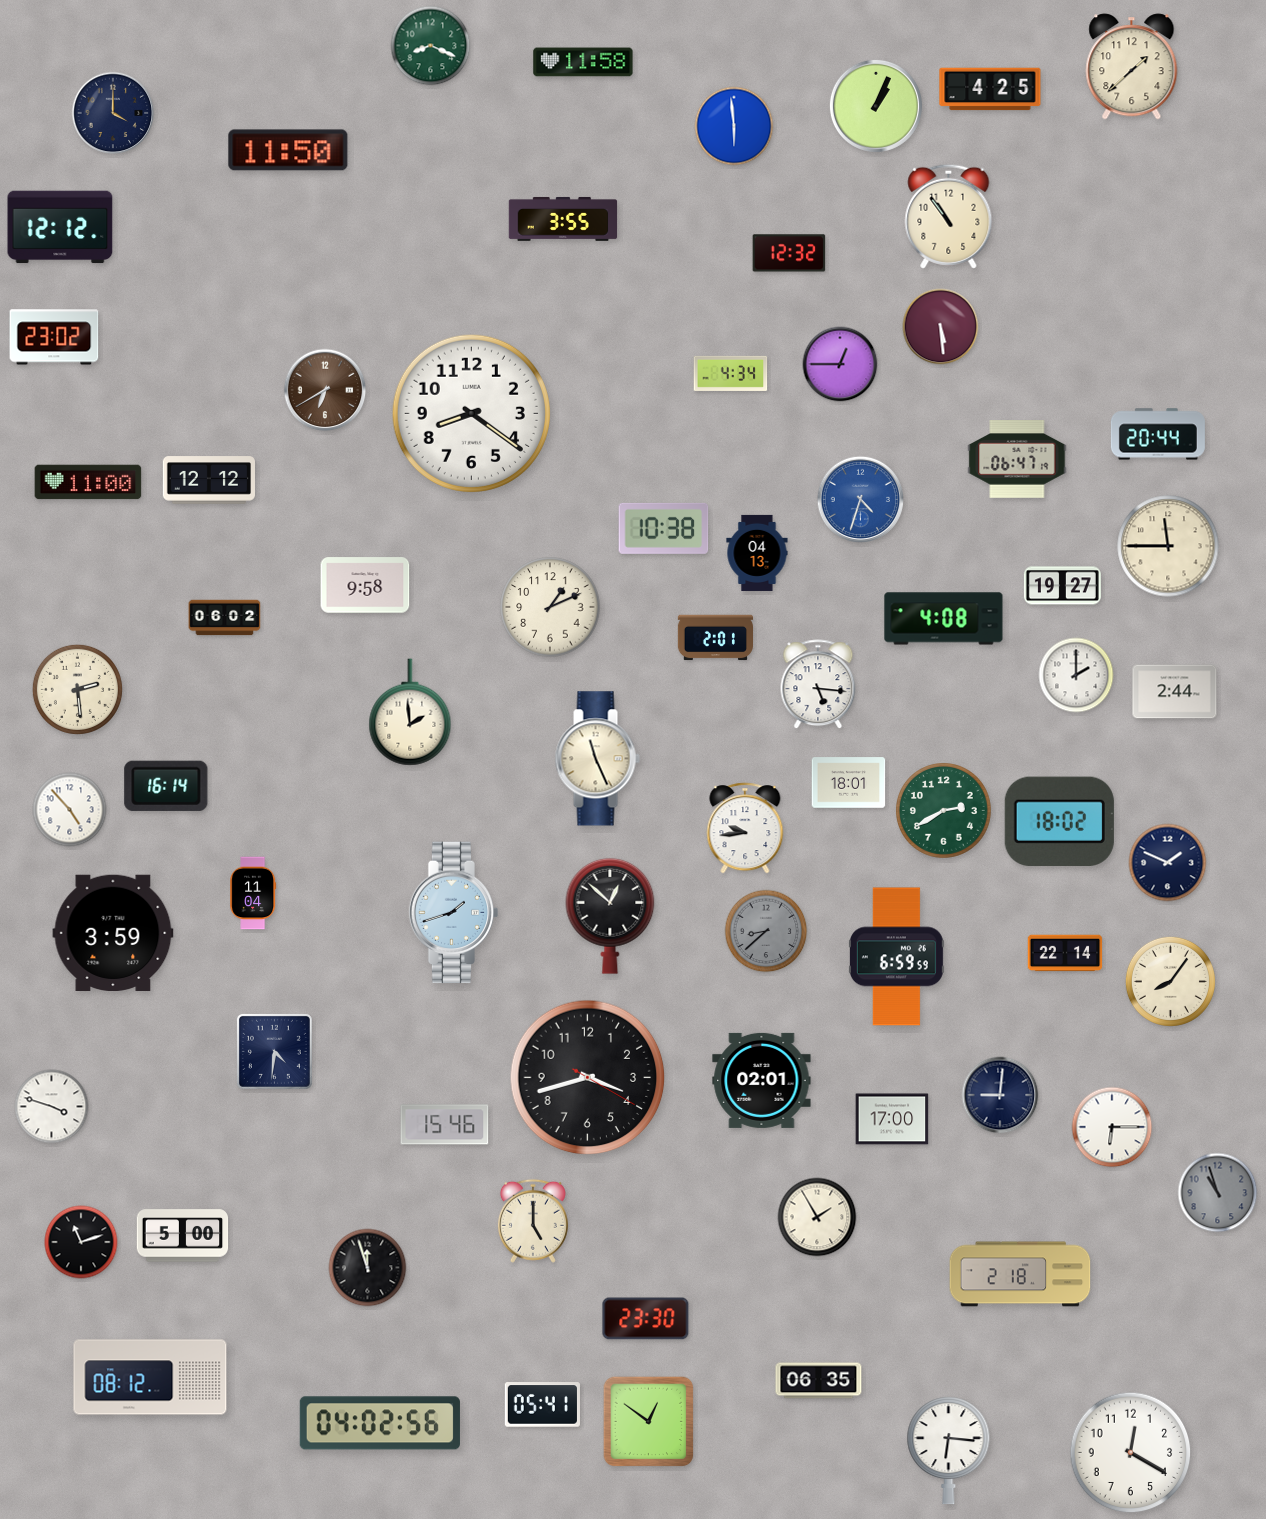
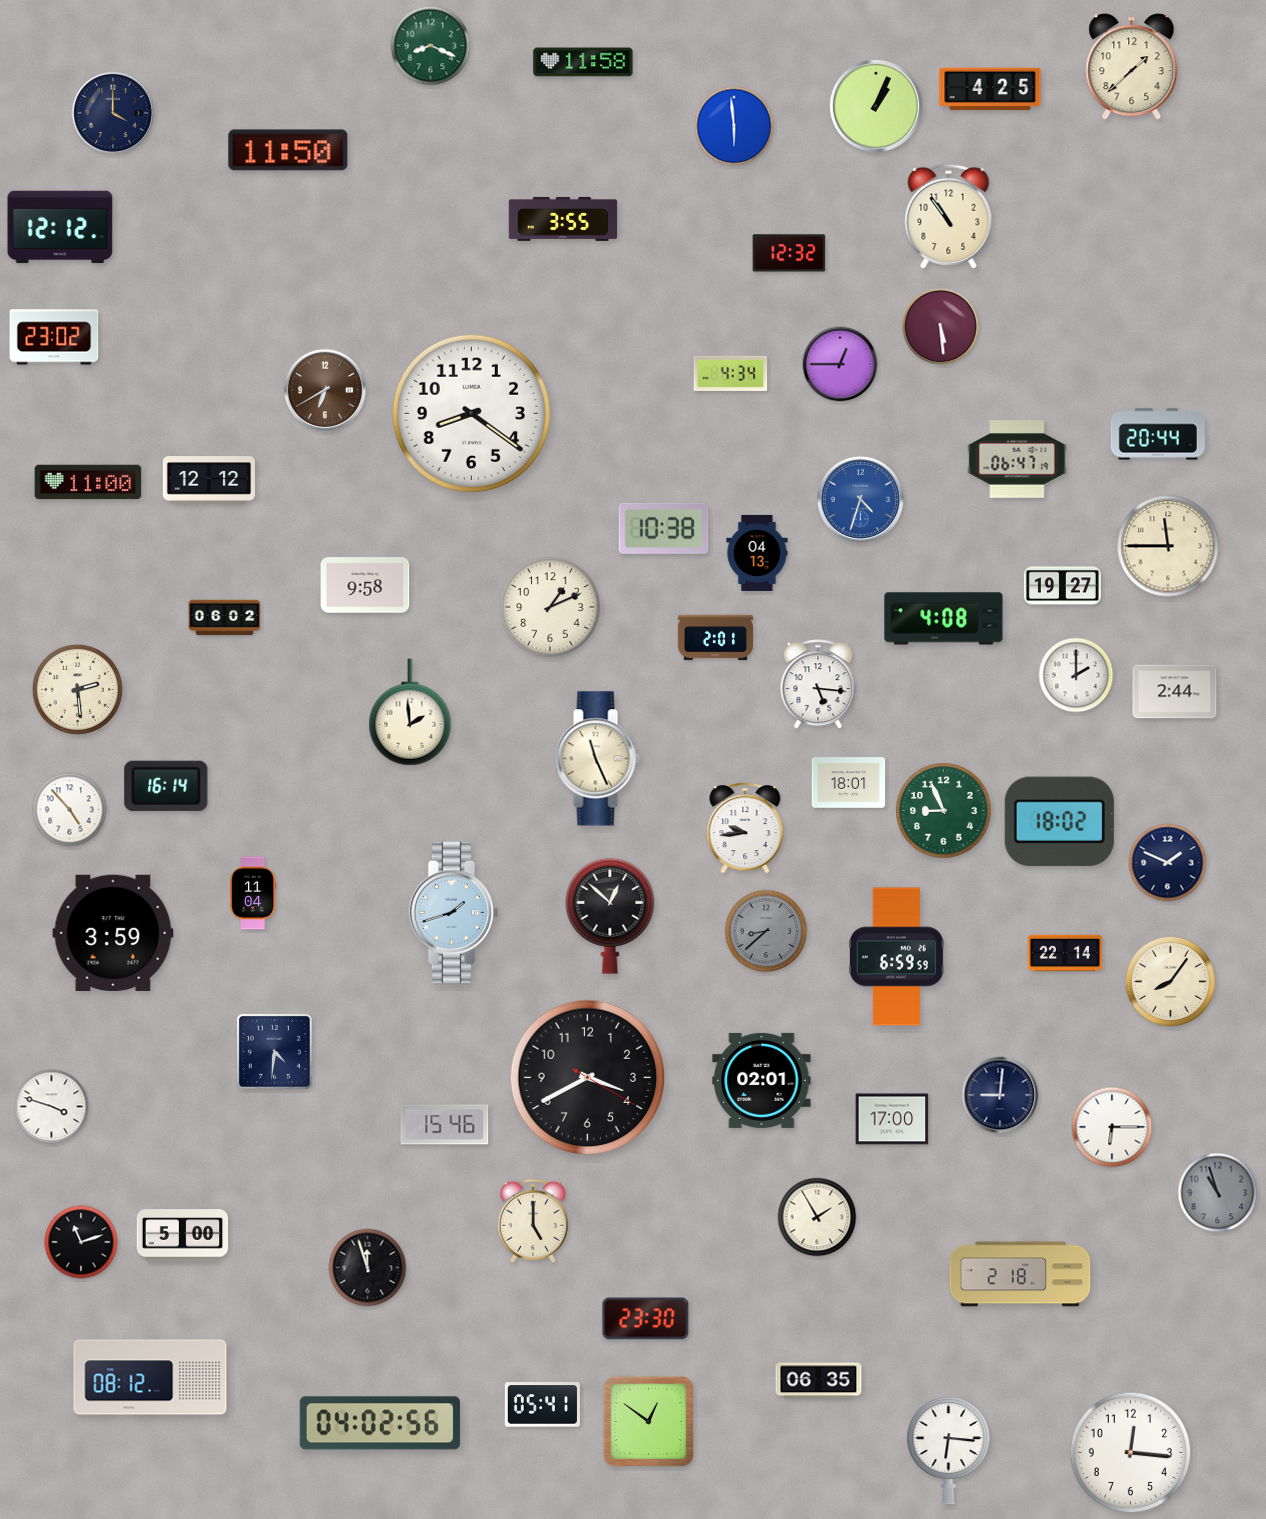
clock at (944, 811): 2:40 -> 8:56
clock at (588, 1078): 3:42 -> 3:40
clock at (1131, 1453): 12:20 -> 12:16
